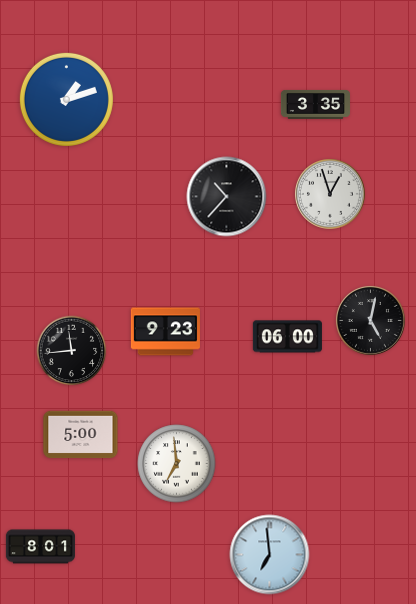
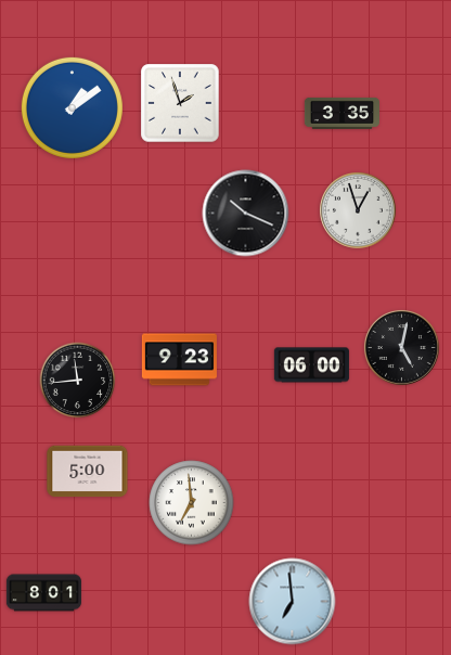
clock at (180, 103): none -> 1:57
clock at (66, 99): 1:12 -> 1:09
clock at (227, 197): 10:37 -> 10:19
